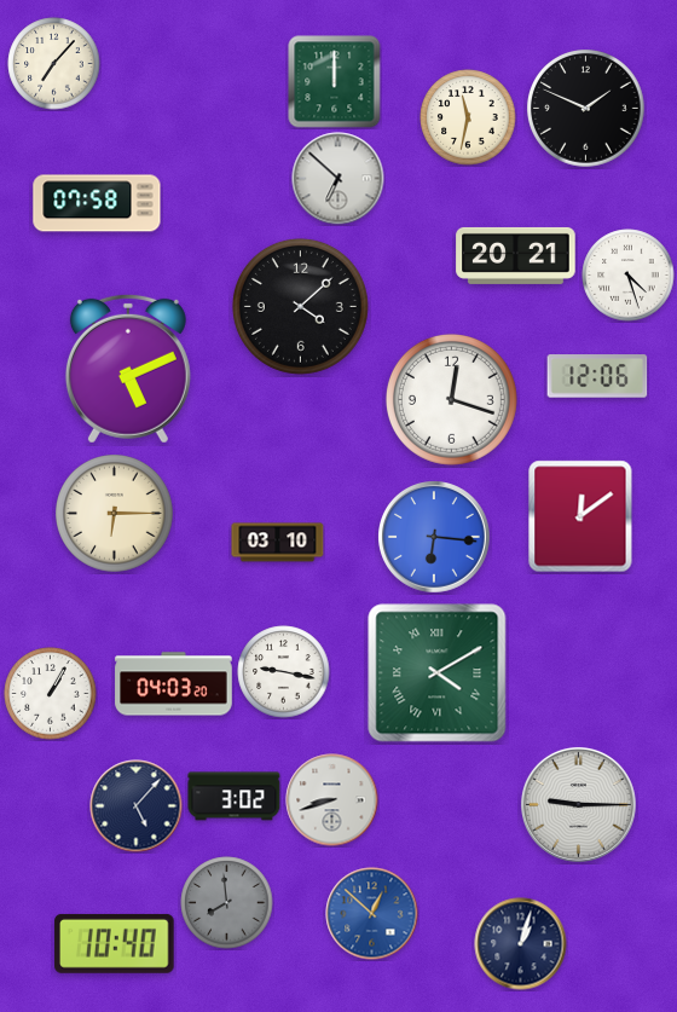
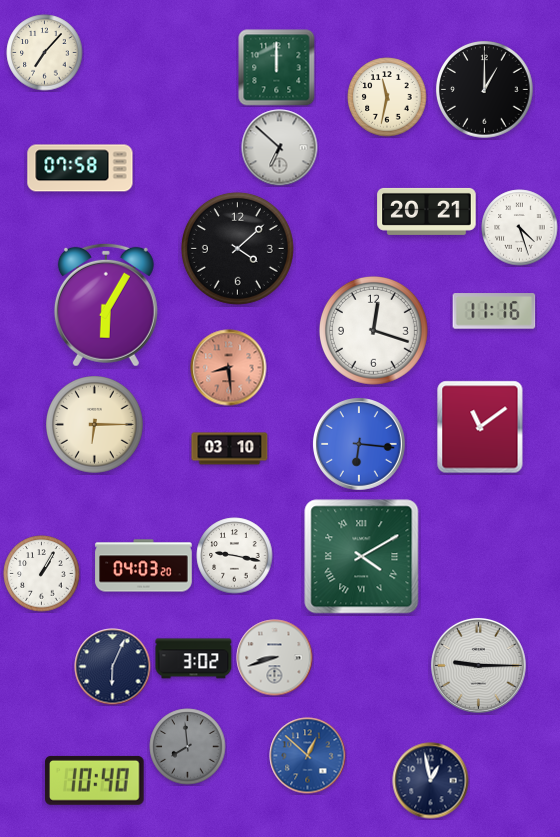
clock at (586, 109): 1:49 -> 1:00
clock at (300, 306) position: (300, 306) -> (237, 248)
clock at (128, 369): 5:11 -> 6:05
clock at (597, 376): 12:06 -> 11:16
clock at (229, 368): none -> 8:29
clock at (580, 516): 12:09 -> 11:09
clock at (332, 800) position: (332, 800) -> (275, 658)
clock at (137, 806): 5:07 -> 6:04
clock at (521, 944): 1:03 -> 12:58
